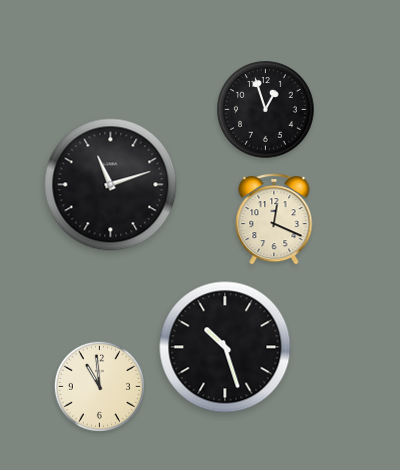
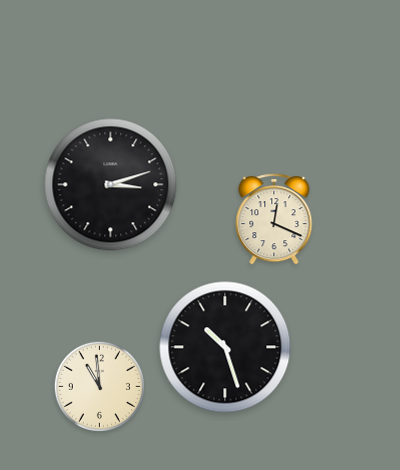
clock at (266, 110): 12:57 -> none
clock at (111, 185): 11:12 -> 3:12
